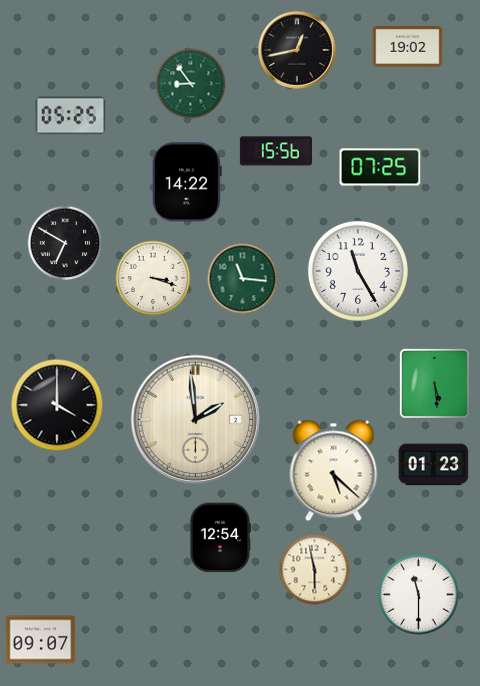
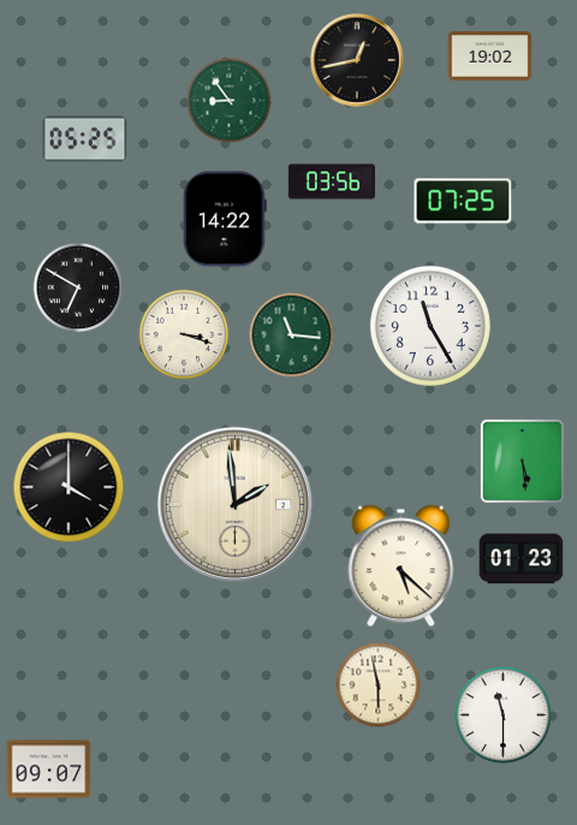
clock at (276, 151): 15:56 -> 03:56
clock at (380, 167) position: (380, 167) -> (463, 201)
clock at (65, 243) position: (65, 243) -> (78, 287)
clock at (219, 538): 12:54 -> none
